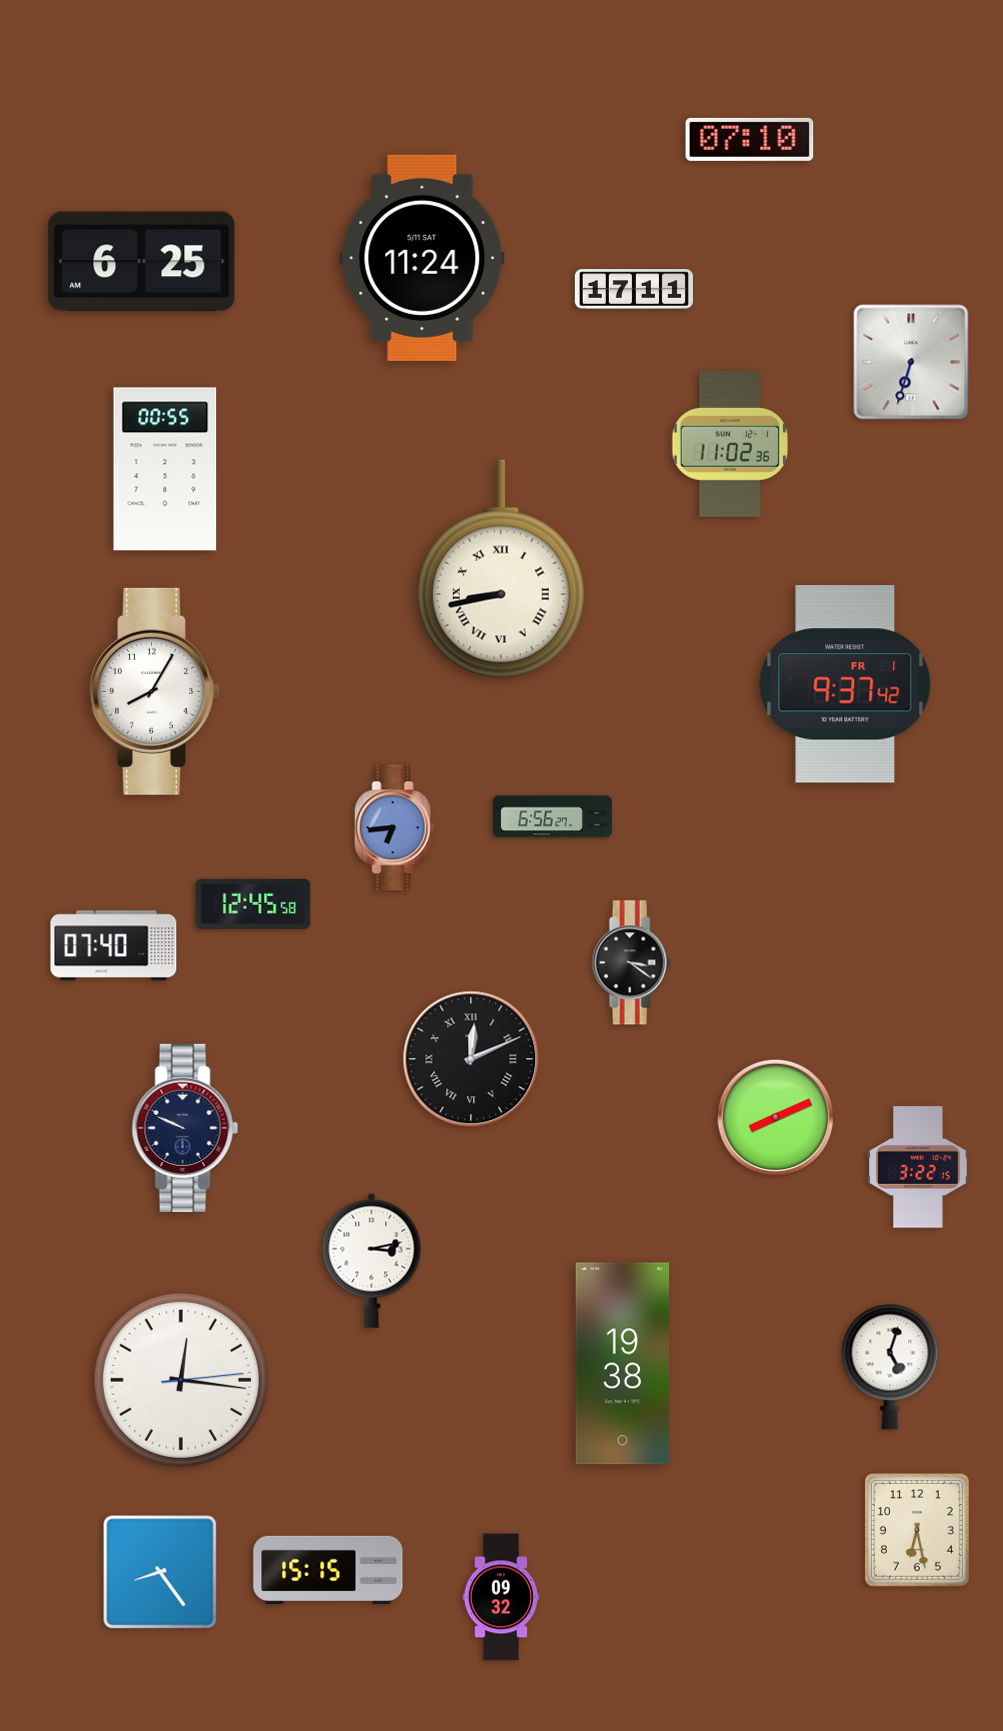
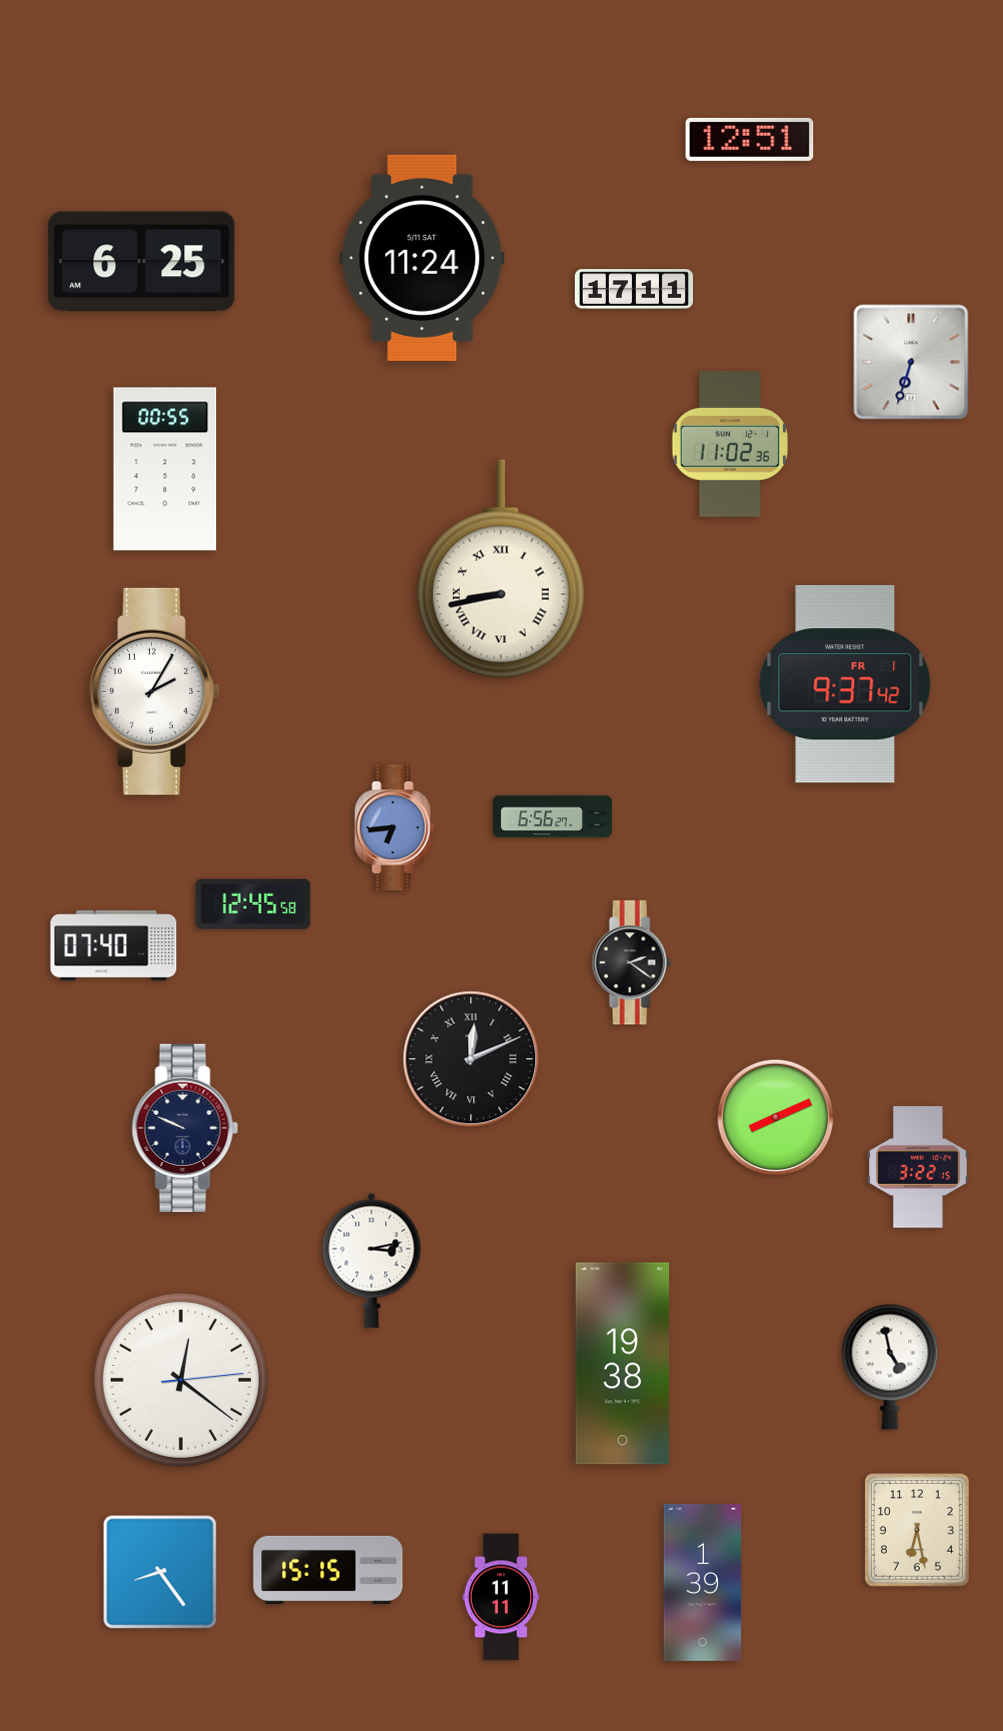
clock at (750, 139): 07:10 -> 12:51
clock at (155, 691): 8:05 -> 2:05
clock at (631, 963): 3:21 -> 2:21
clock at (890, 1367): 5:03 -> 4:58
clock at (181, 1380): 12:16 -> 12:21
clock at (703, 1582): none -> 1:39
clock at (501, 1597): 09:32 -> 11:11
